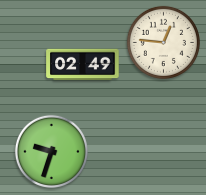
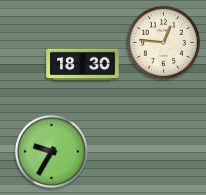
clock at (83, 65): 02:49 -> 18:30
clock at (51, 151): 9:33 -> 9:35
